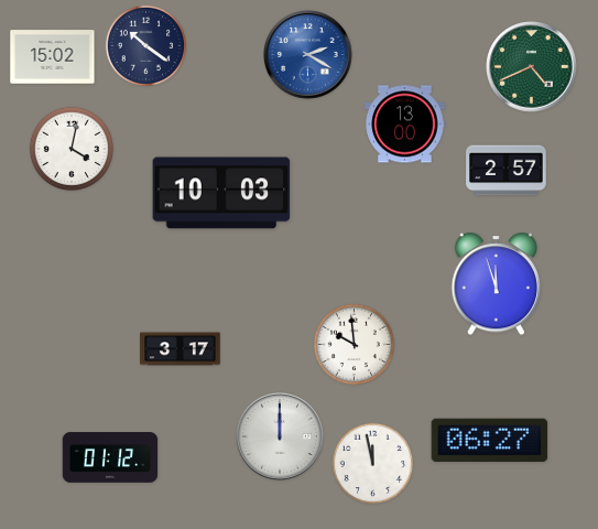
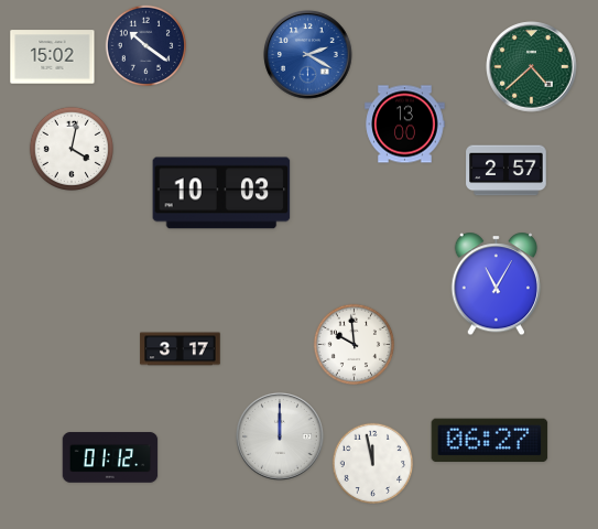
clock at (532, 67): 4:41 -> 4:38
clock at (496, 284): 11:57 -> 11:05
